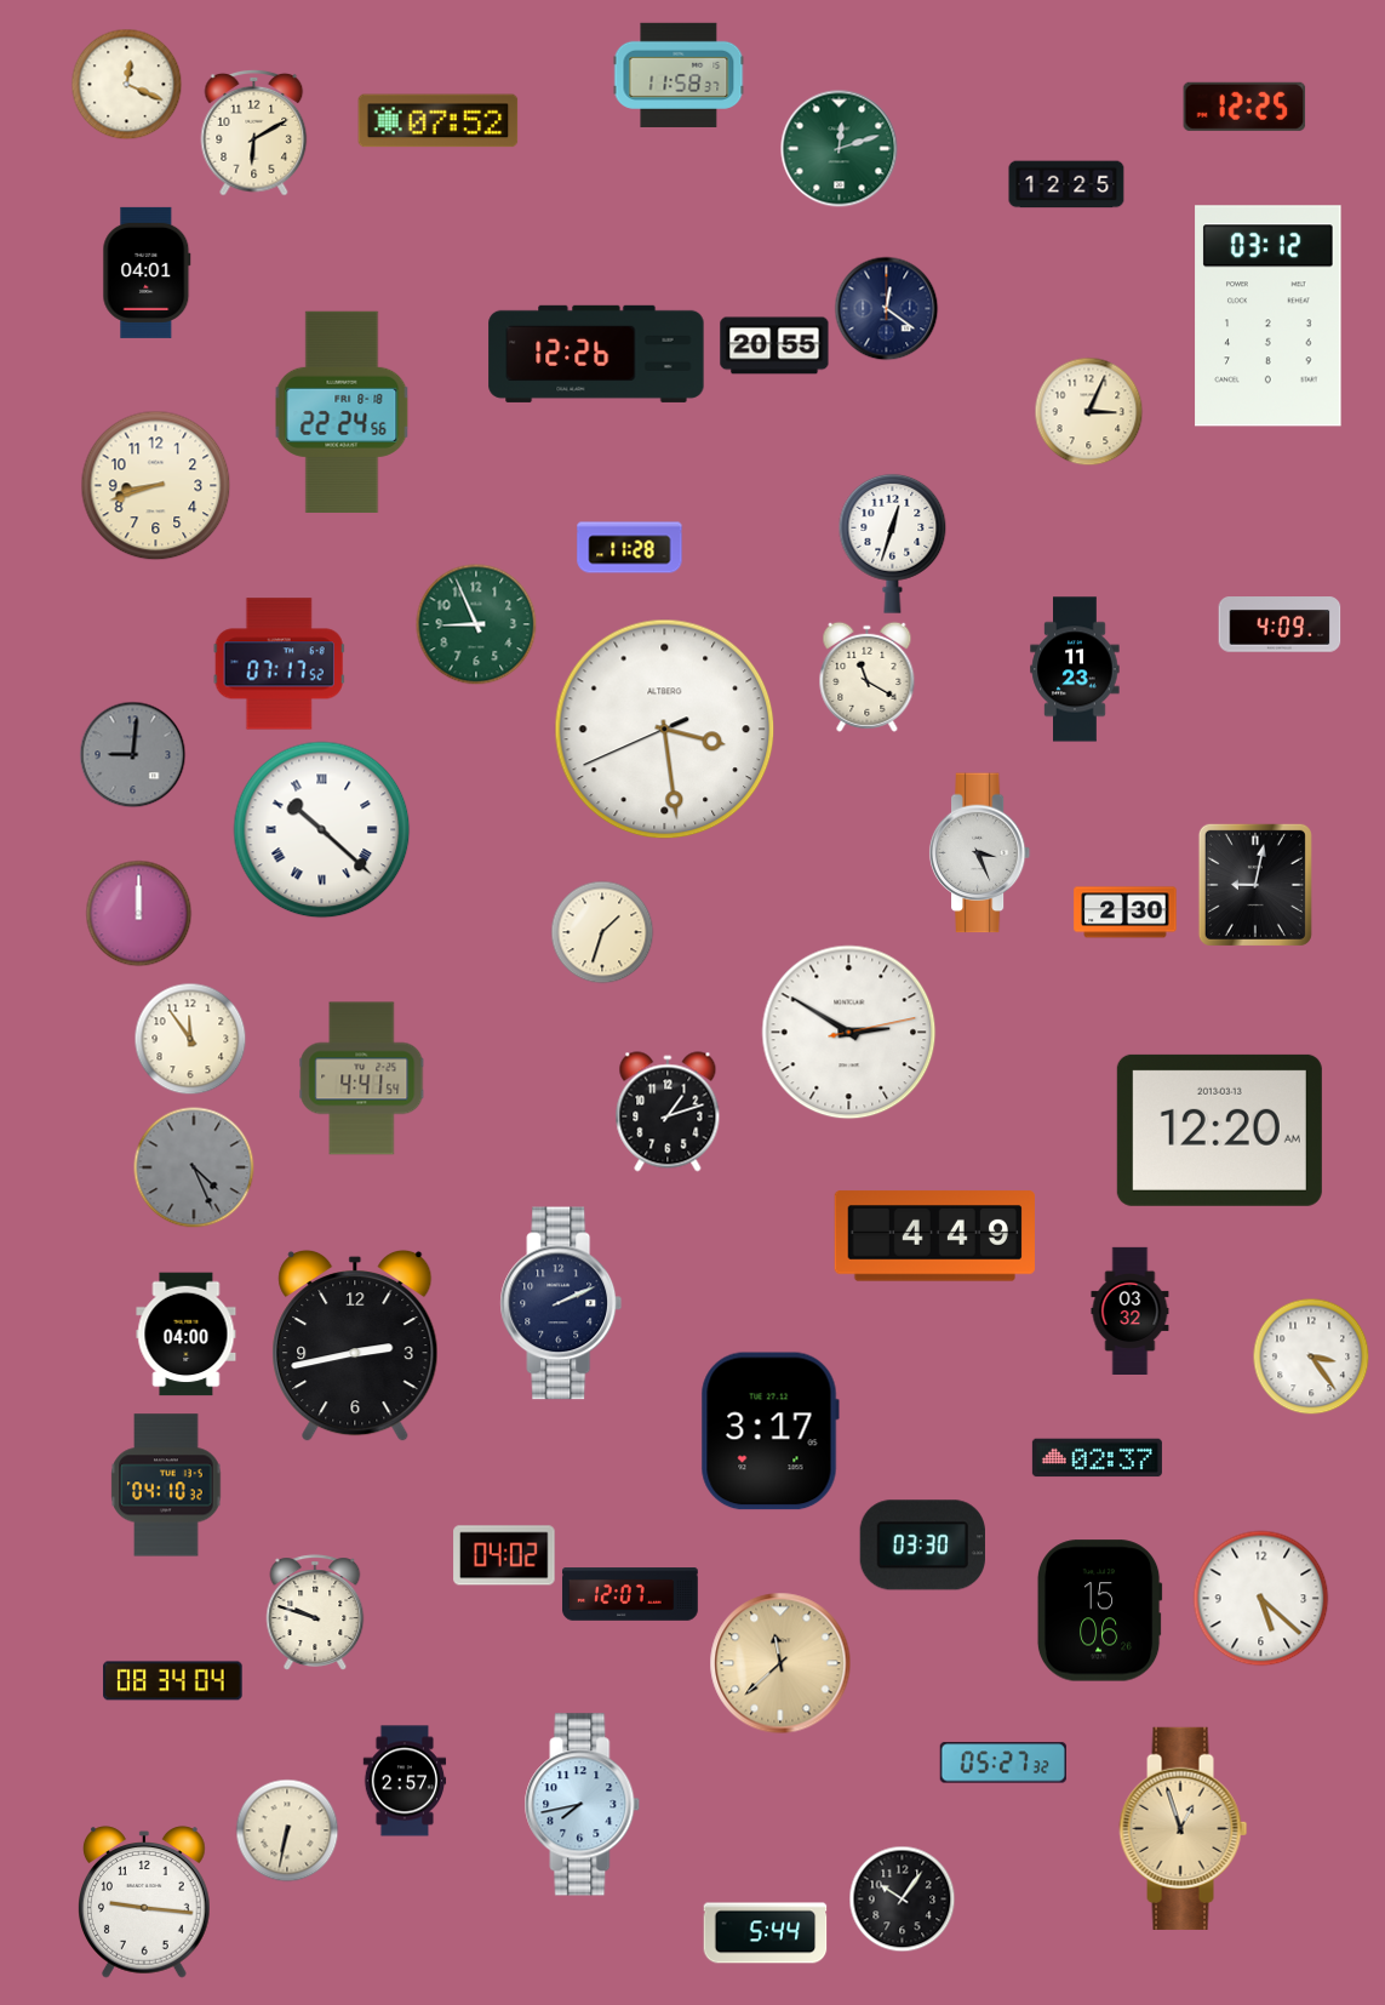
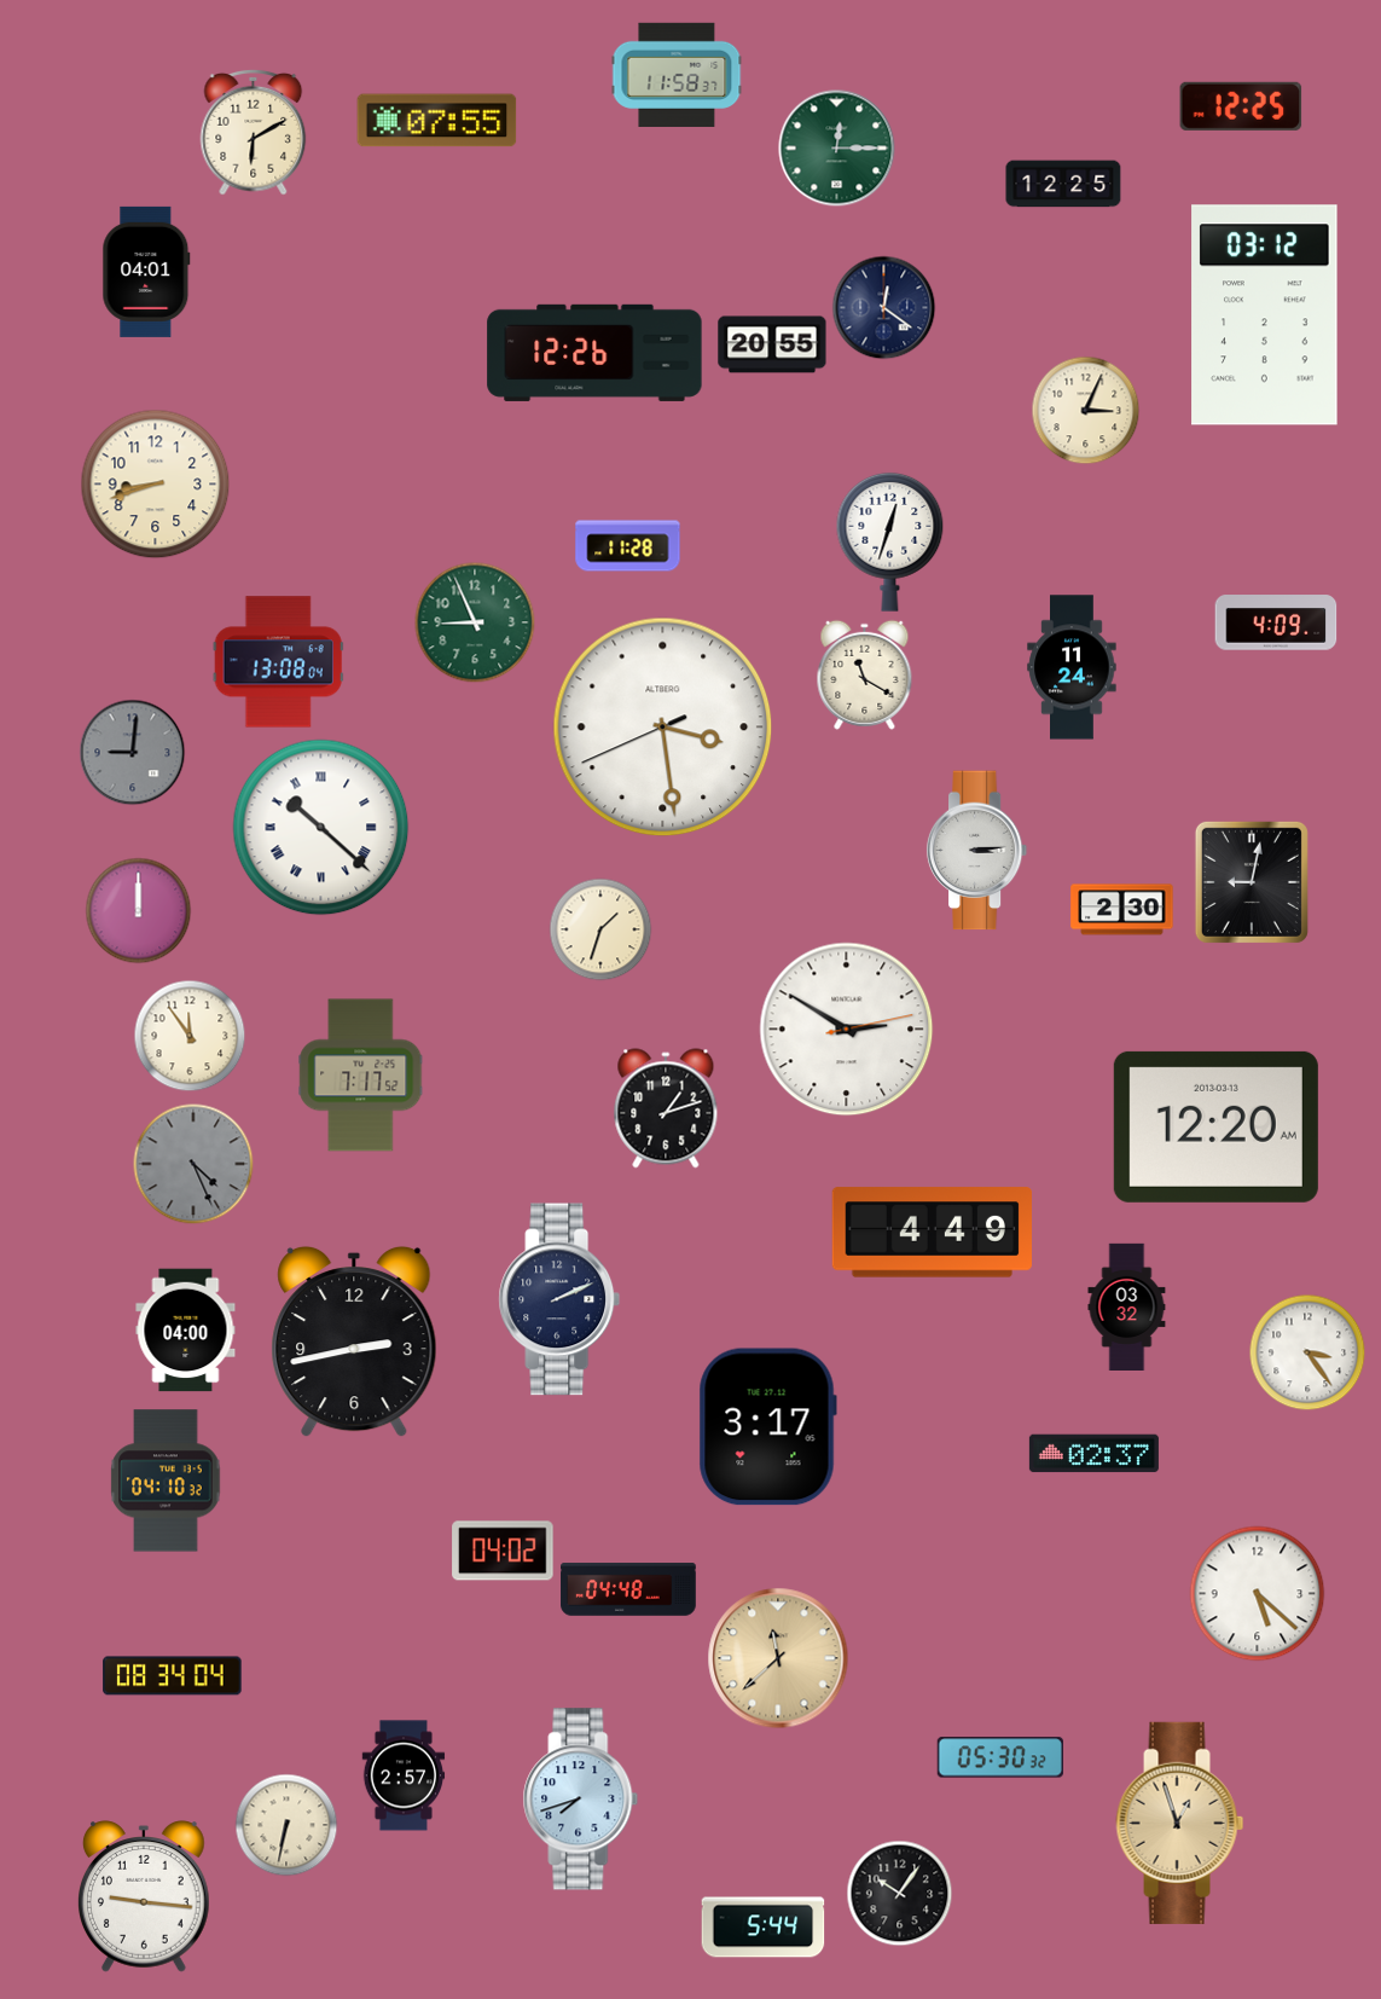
clock at (127, 85): 12:19 -> none
clock at (439, 121): 07:52 -> 07:55
clock at (840, 149): 12:12 -> 12:15
clock at (342, 412): 22:24 -> none
clock at (279, 664): 07:17 -> 13:08
clock at (1075, 669): 11:23 -> 11:24
clock at (980, 853): 3:26 -> 3:14
clock at (362, 1079): 4:41 -> 7:17
clock at (922, 1546): 03:30 -> none
clock at (630, 1594): 12:07 -> 04:48
clock at (1099, 1611): 15:06 -> none
clock at (315, 1612): 9:48 -> none
clock at (1003, 1763): 05:27 -> 05:30
clock at (583, 1805): 7:43 -> 7:42
